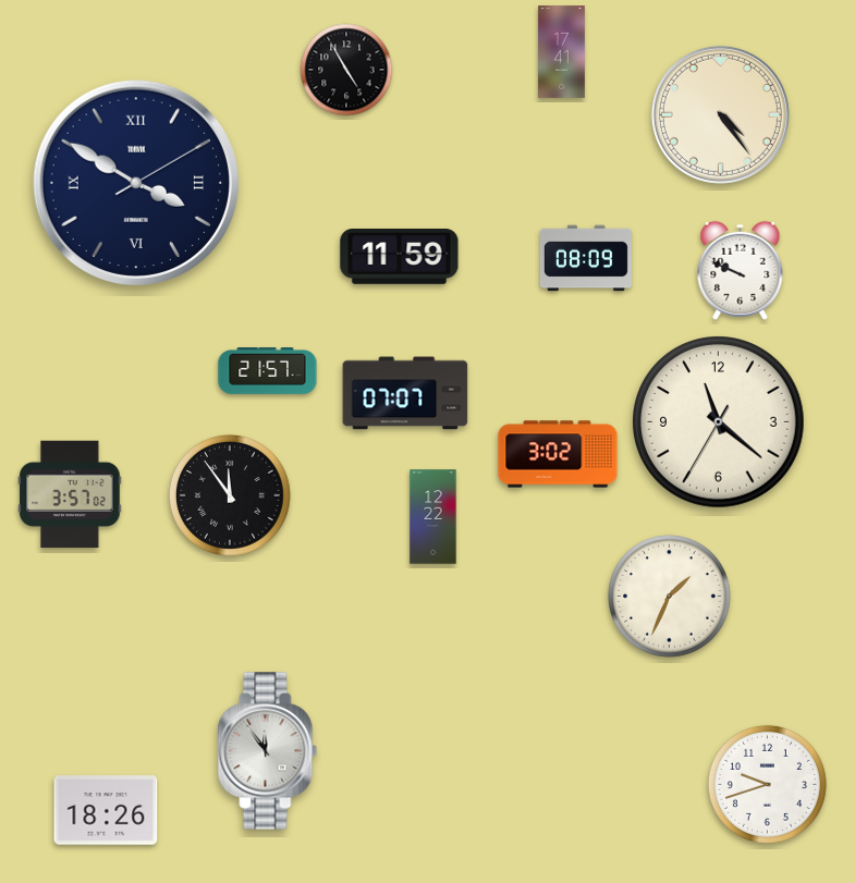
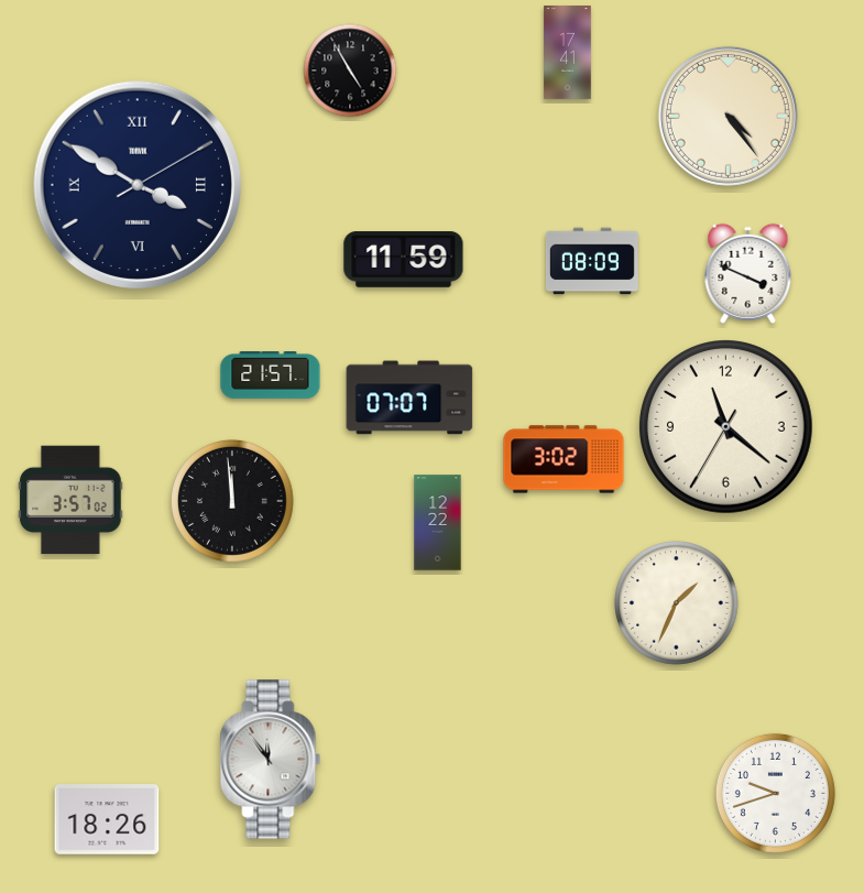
clock at (741, 270): 9:49 -> 3:49
clock at (230, 495): 11:54 -> 11:59
